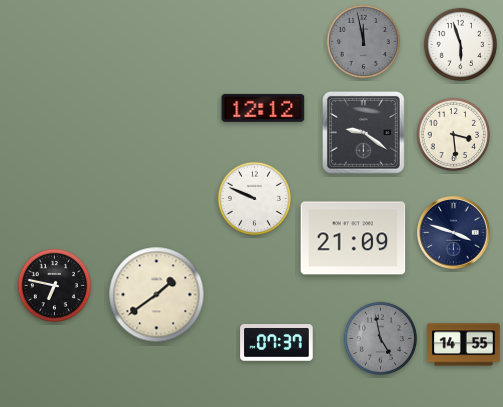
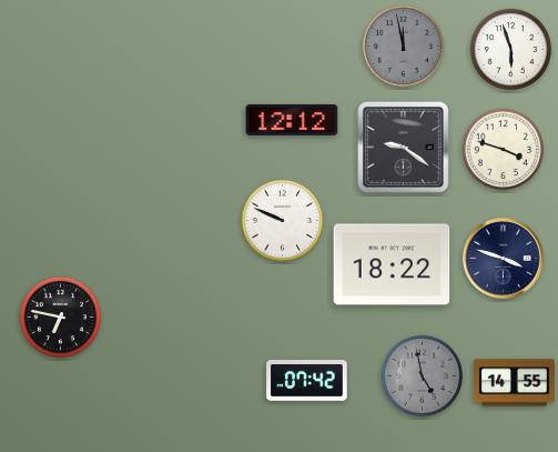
clock at (454, 135): 3:29 -> 3:48
clock at (353, 238): 21:09 -> 18:22
clock at (157, 295): 1:39 -> none
clock at (277, 343): 07:37 -> 07:42
